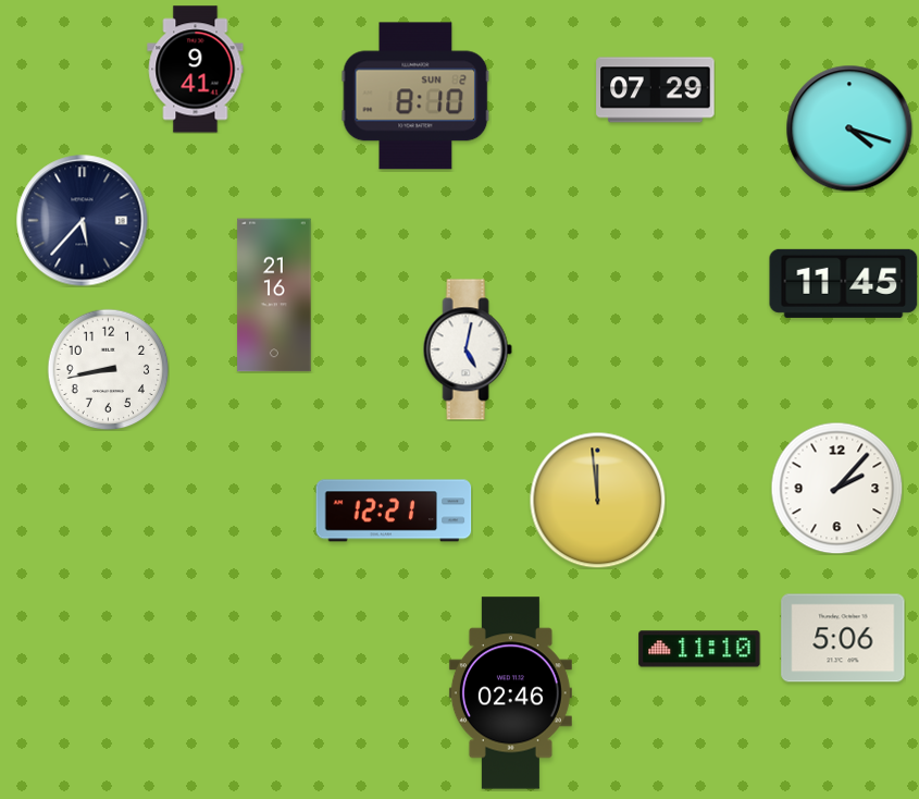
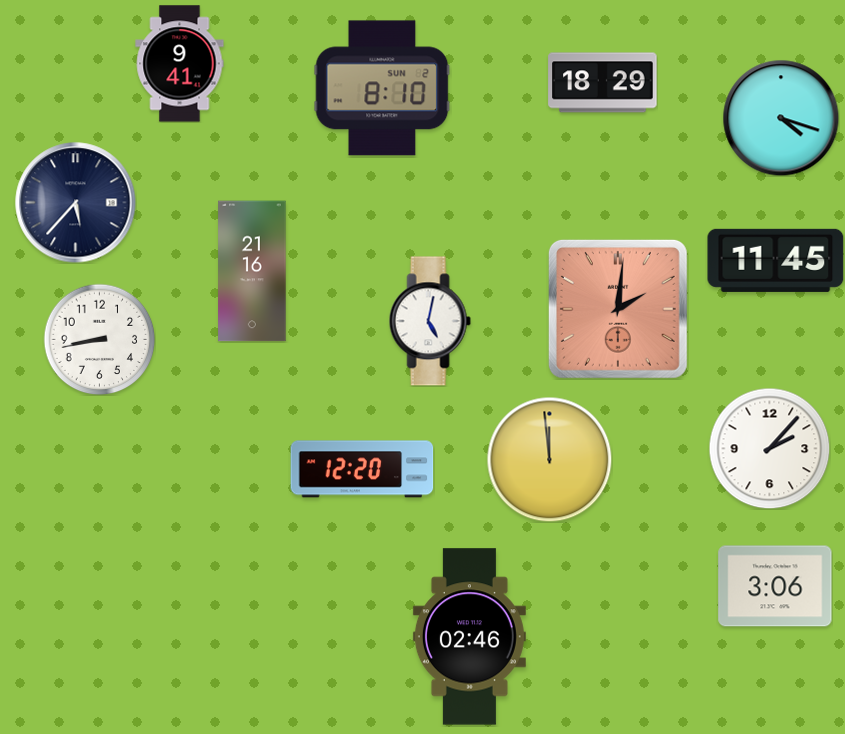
clock at (656, 90): 07:29 -> 18:29
clock at (618, 309): none -> 2:01
clock at (394, 511): 12:21 -> 12:20
clock at (843, 638): 5:06 -> 3:06
clock at (699, 649): 11:10 -> none
